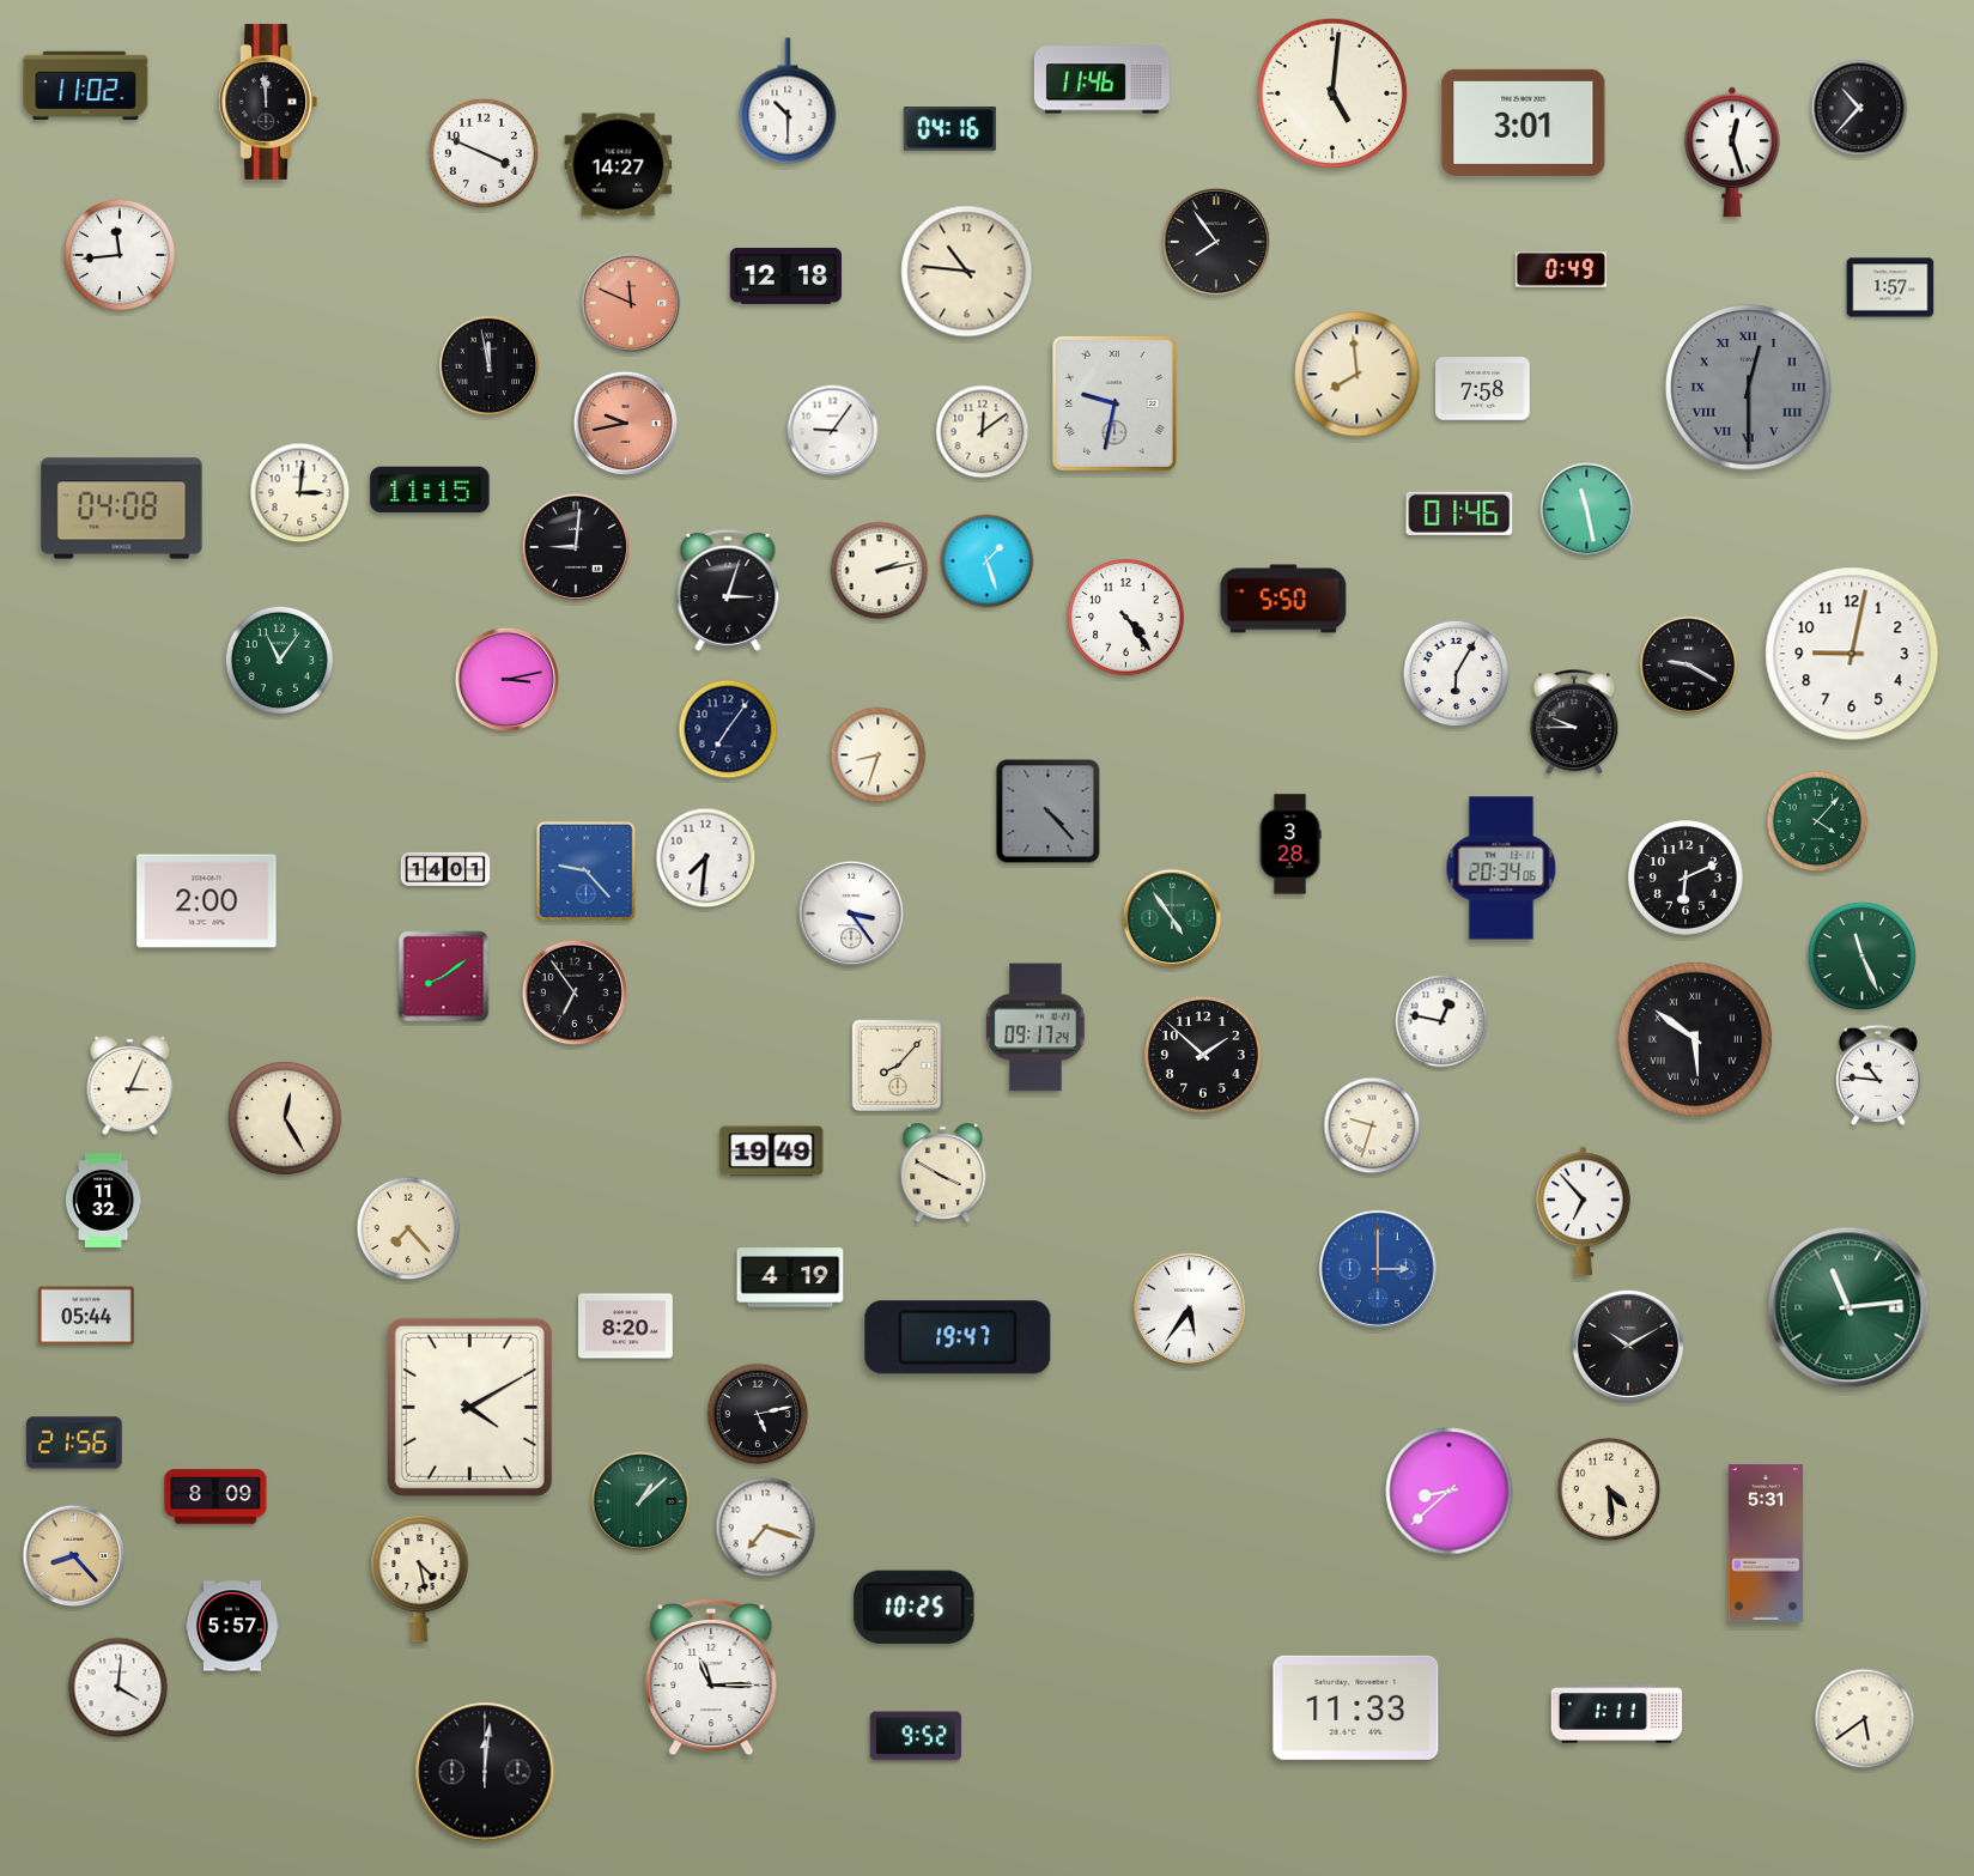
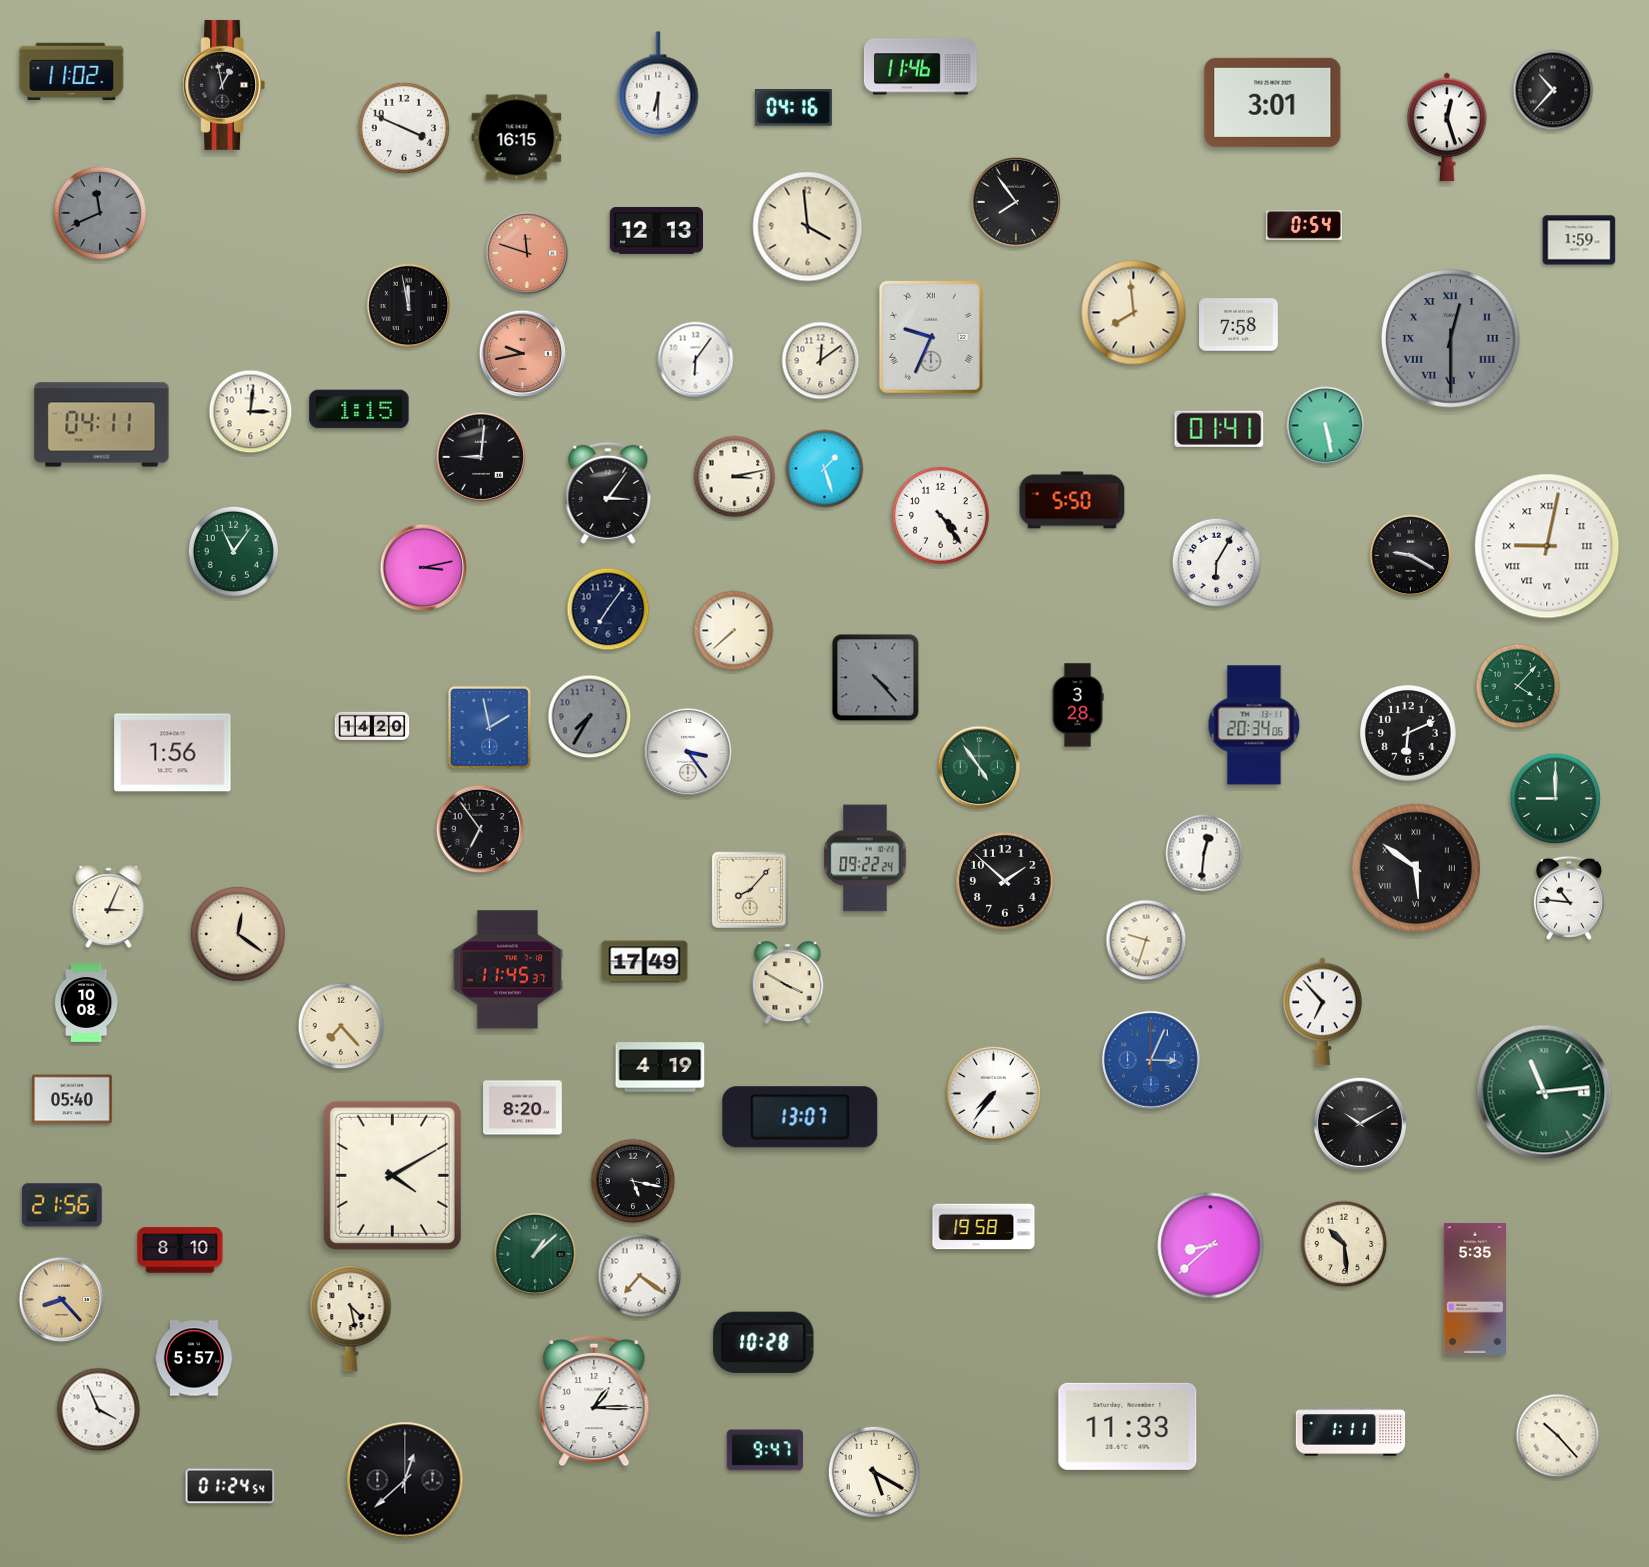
clock at (1331, 92): 5:01 -> none
clock at (788, 101): 10:30 -> 6:30
clock at (268, 102): 11:59 -> 12:58
clock at (619, 165): 14:27 -> 16:15
clock at (120, 255): 11:44 -> 11:41
clock at (120, 255) dial: white -> grey
clock at (1561, 269): 0:49 -> 0:54
clock at (967, 272): 10:46 -> 3:59
clock at (785, 275): 12:18 -> 12:13
clock at (1890, 287): 1:57 -> 1:59
clock at (631, 303): 11:49 -> 11:48
clock at (1749, 388) position: (1749, 388) -> (1451, 339)
clock at (1114, 403): 9:32 -> 9:34
clock at (833, 431): 9:06 -> 6:06
clock at (430, 490): 11:15 -> 1:15
clock at (122, 509): 04:08 -> 04:11
clock at (1587, 510): 11:28 -> 5:28
clock at (1459, 514): 01:46 -> 01:41
clock at (880, 571): 2:13 -> 3:13
clock at (728, 590): 3:03 -> 3:06
clock at (1852, 654) numerals: Arabic -> Roman
clock at (1574, 723): 9:45 -> none
clock at (879, 755): 8:33 -> 7:38
clock at (706, 858): 7:31 -> 7:35
clock at (706, 858) dial: white -> grey
clock at (445, 869): 14:01 -> 14:20
clock at (585, 870): 9:23 -> 1:58
clock at (207, 901): 2:00 -> 1:56
clock at (851, 913) position: (851, 913) -> (688, 752)
clock at (1861, 955): 11:26 -> 9:00
clock at (444, 977): 8:09 -> none
clock at (1441, 1021): 12:47 -> 12:31
clock at (1035, 1027): 09:17 -> 09:22
clock at (285, 1118): 12:25 -> 12:21
clock at (772, 1152): 19:49 -> 17:49
clock at (508, 970): none -> 11:45
clock at (943, 1173) position: (943, 1173) -> (788, 983)
clock at (103, 1201): 11:32 -> 10:08
clock at (1378, 1269): 3:00 -> 3:04
clock at (1189, 1309): 5:36 -> 7:36
clock at (86, 1316): 05:44 -> 05:40
clock at (958, 1337): 19:47 -> 13:07
clock at (758, 1414): 5:13 -> 5:17
clock at (984, 1227): none -> 19:58
clock at (1609, 1489): 4:29 -> 10:29
clock at (215, 1496): 8:09 -> 8:10
clock at (766, 1528): 7:18 -> 7:21
clock at (1765, 1543): 5:31 -> 5:35
clock at (915, 1607): 10:25 -> 10:28
clock at (711, 1677): 11:15 -> 1:15
clock at (119, 1688): 4:01 -> 3:56
clock at (1356, 1707) position: (1356, 1707) -> (1128, 1426)
clock at (1865, 1719): 5:39 -> 10:23
clock at (916, 1736): 9:52 -> 9:47
clock at (874, 1472): none -> 5:20
clock at (485, 1772): 12:01 -> 12:38
clock at (230, 1486): none -> 01:24
